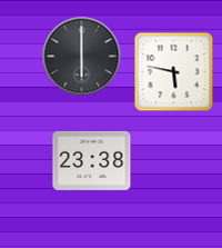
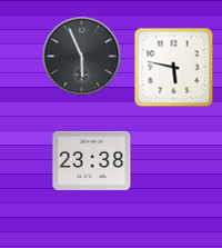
clock at (82, 57): 6:00 -> 5:56
clock at (174, 72) position: (174, 72) -> (174, 68)
